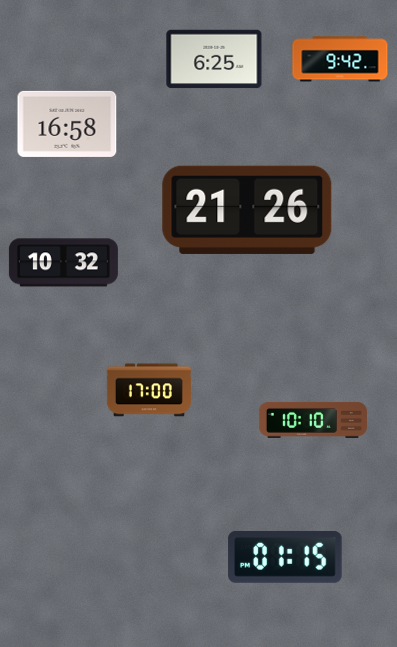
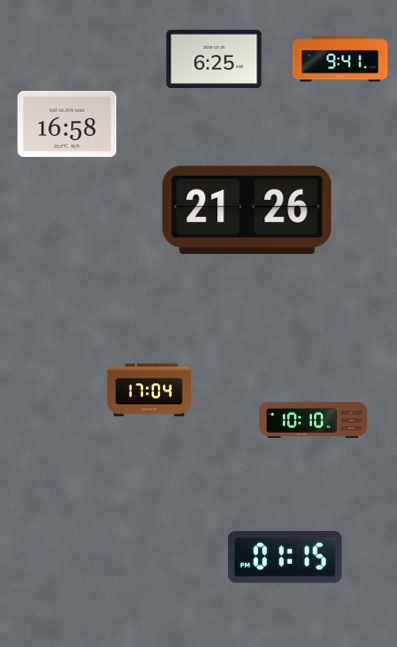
clock at (340, 59): 9:42 -> 9:41
clock at (63, 263): 10:32 -> none
clock at (149, 390): 17:00 -> 17:04
